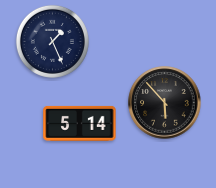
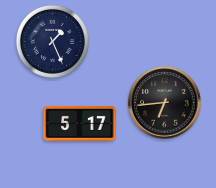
clock at (165, 103): 5:53 -> 6:44
clock at (80, 123): 5:14 -> 5:17
